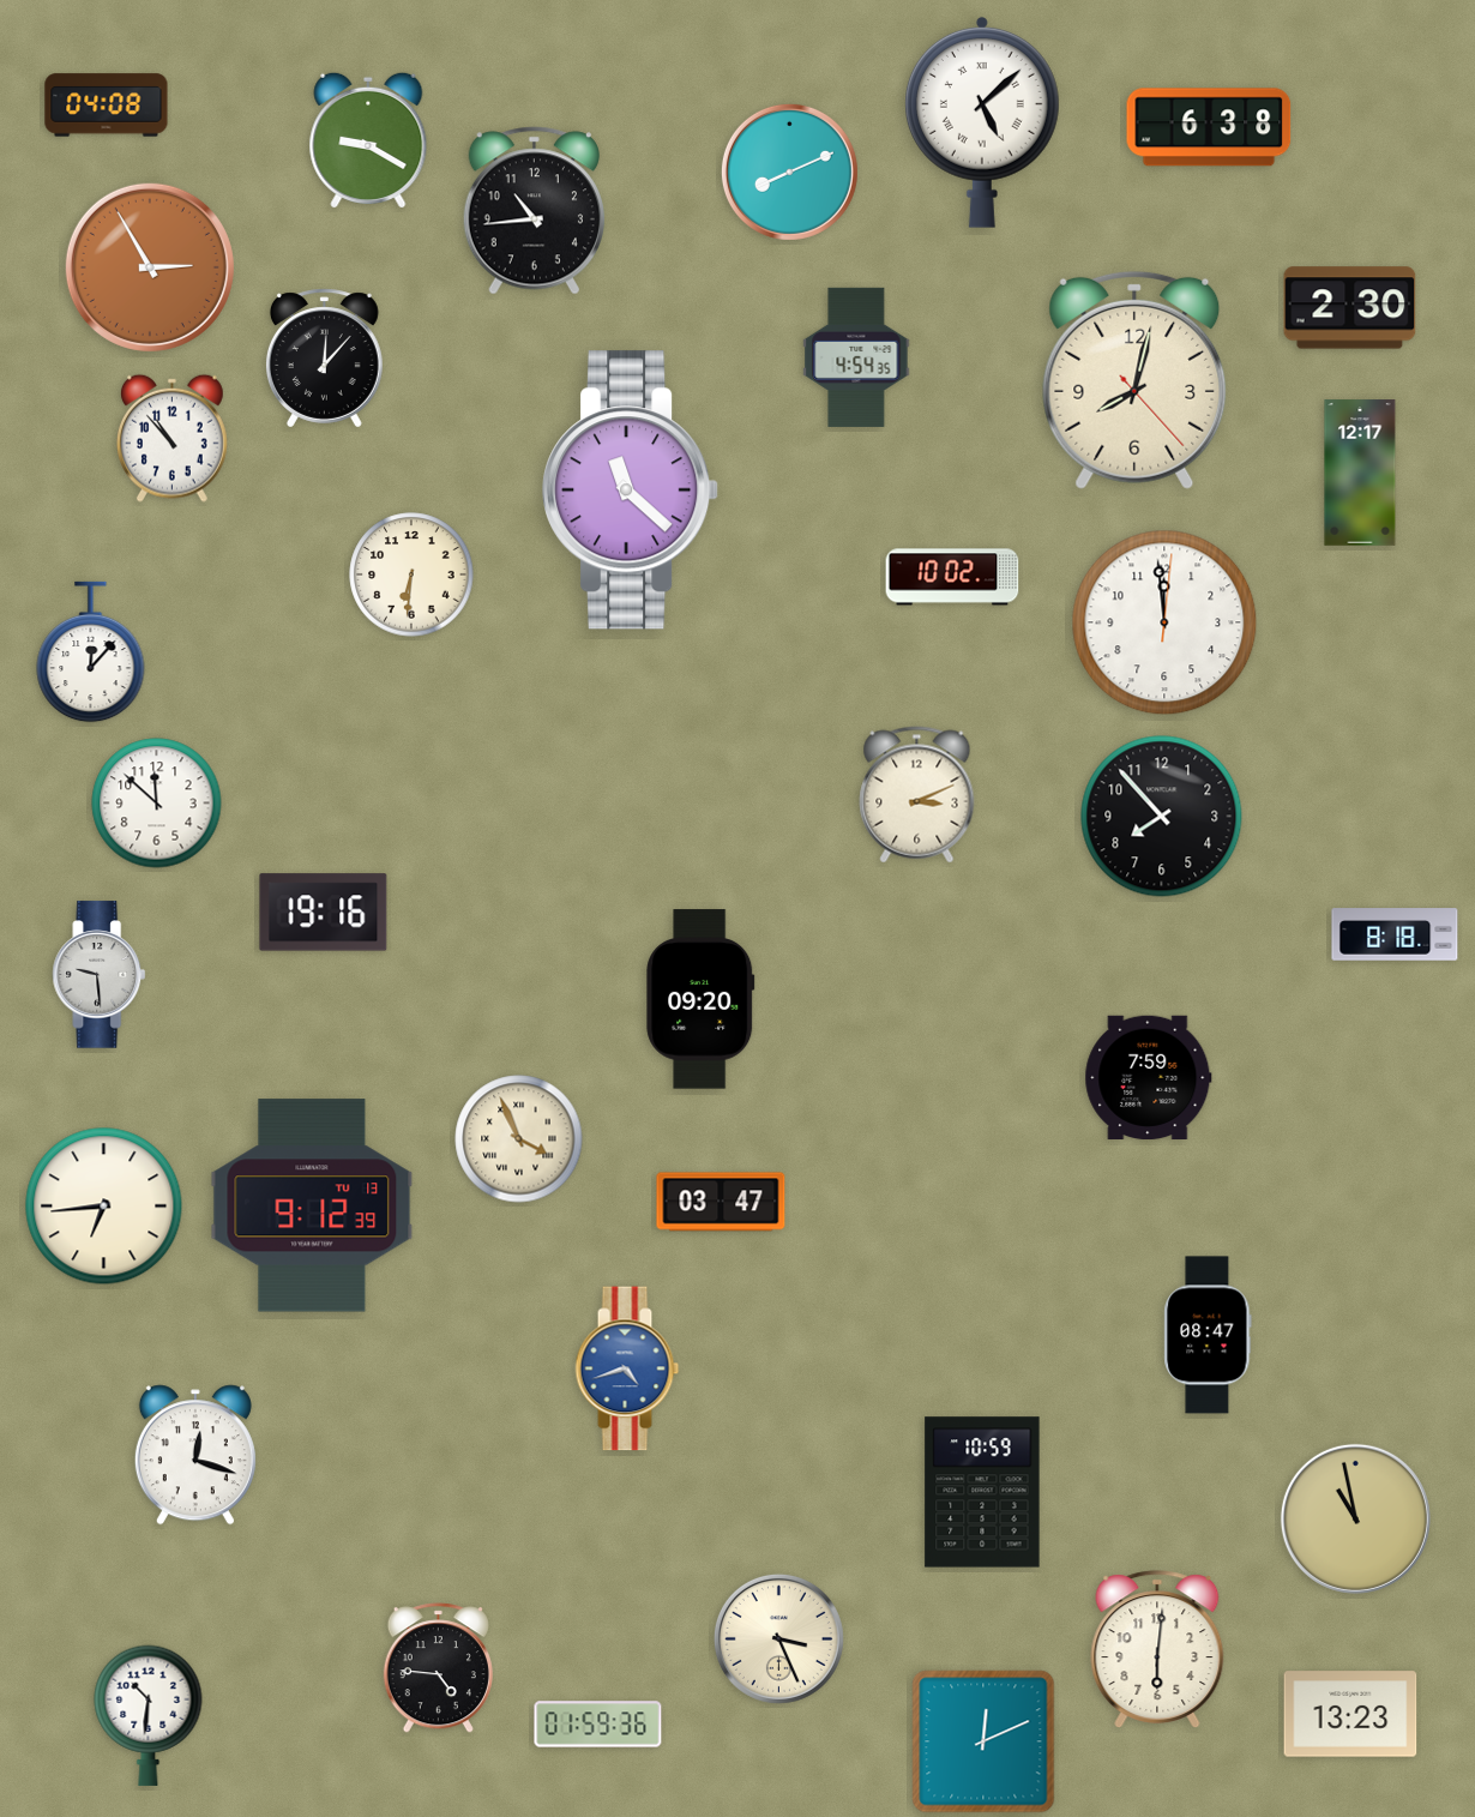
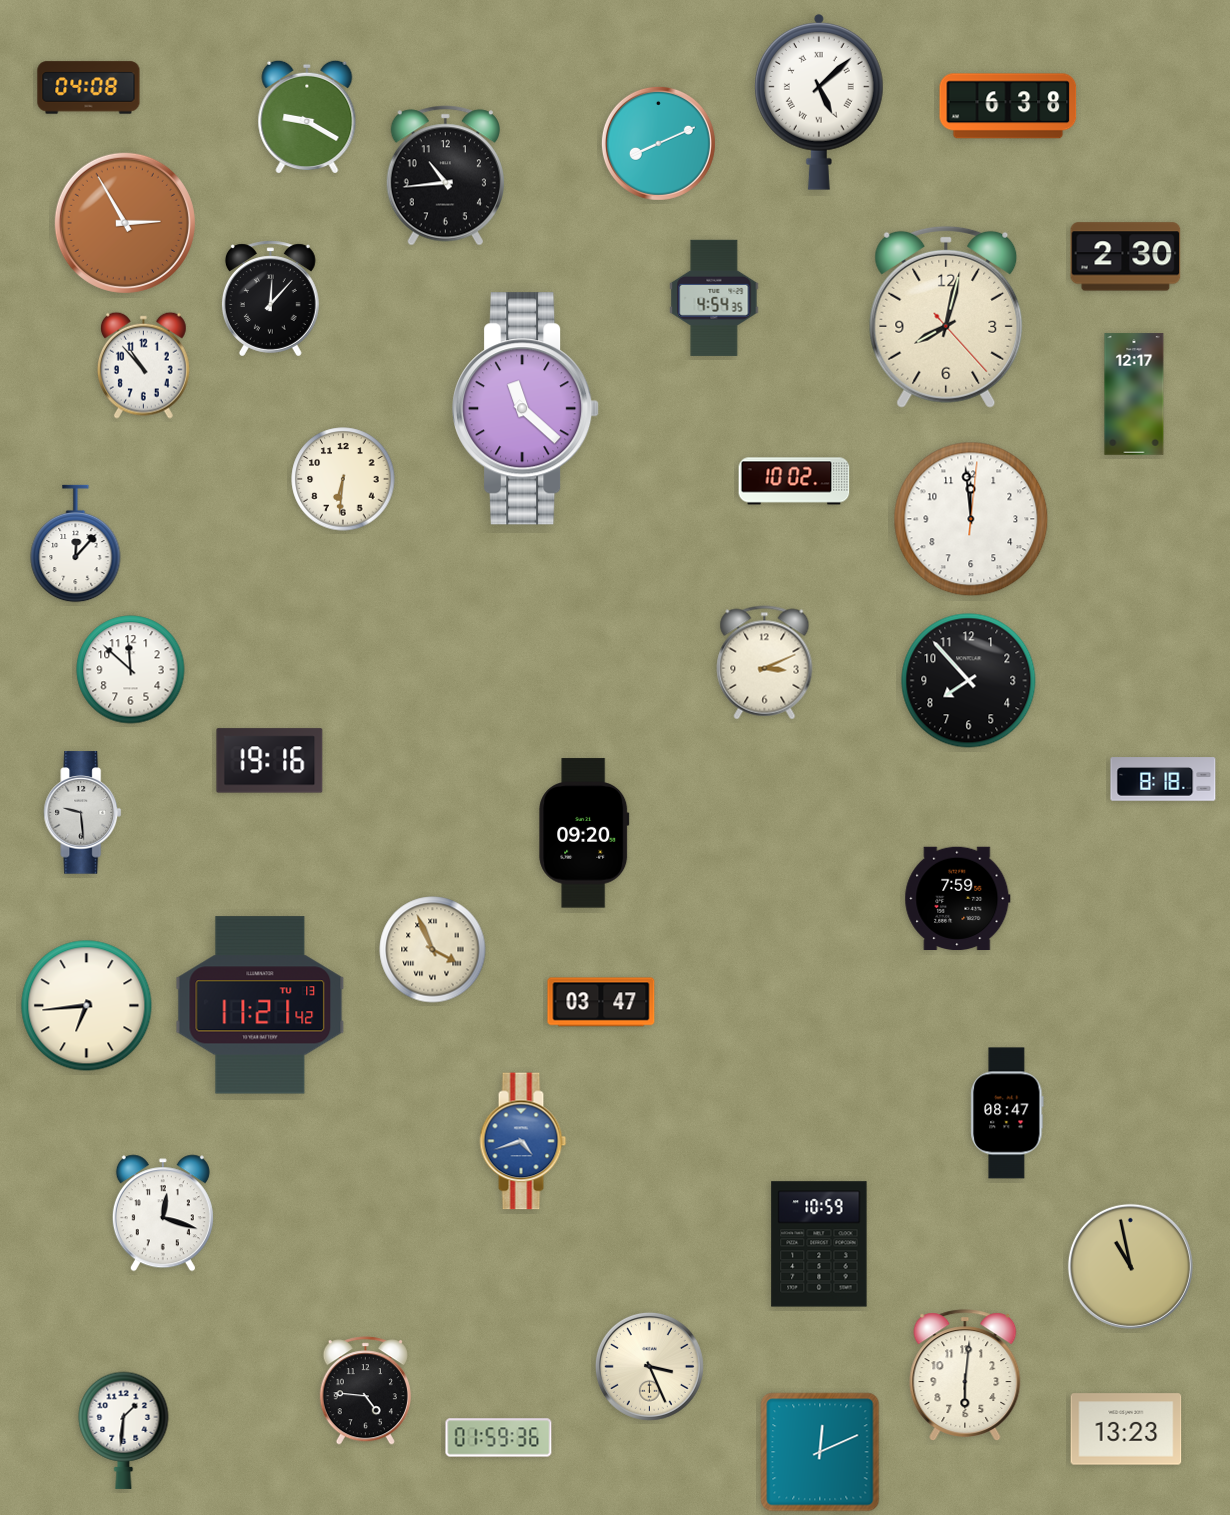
clock at (312, 1205): 9:12 -> 11:21
clock at (149, 1715): 10:31 -> 1:31
